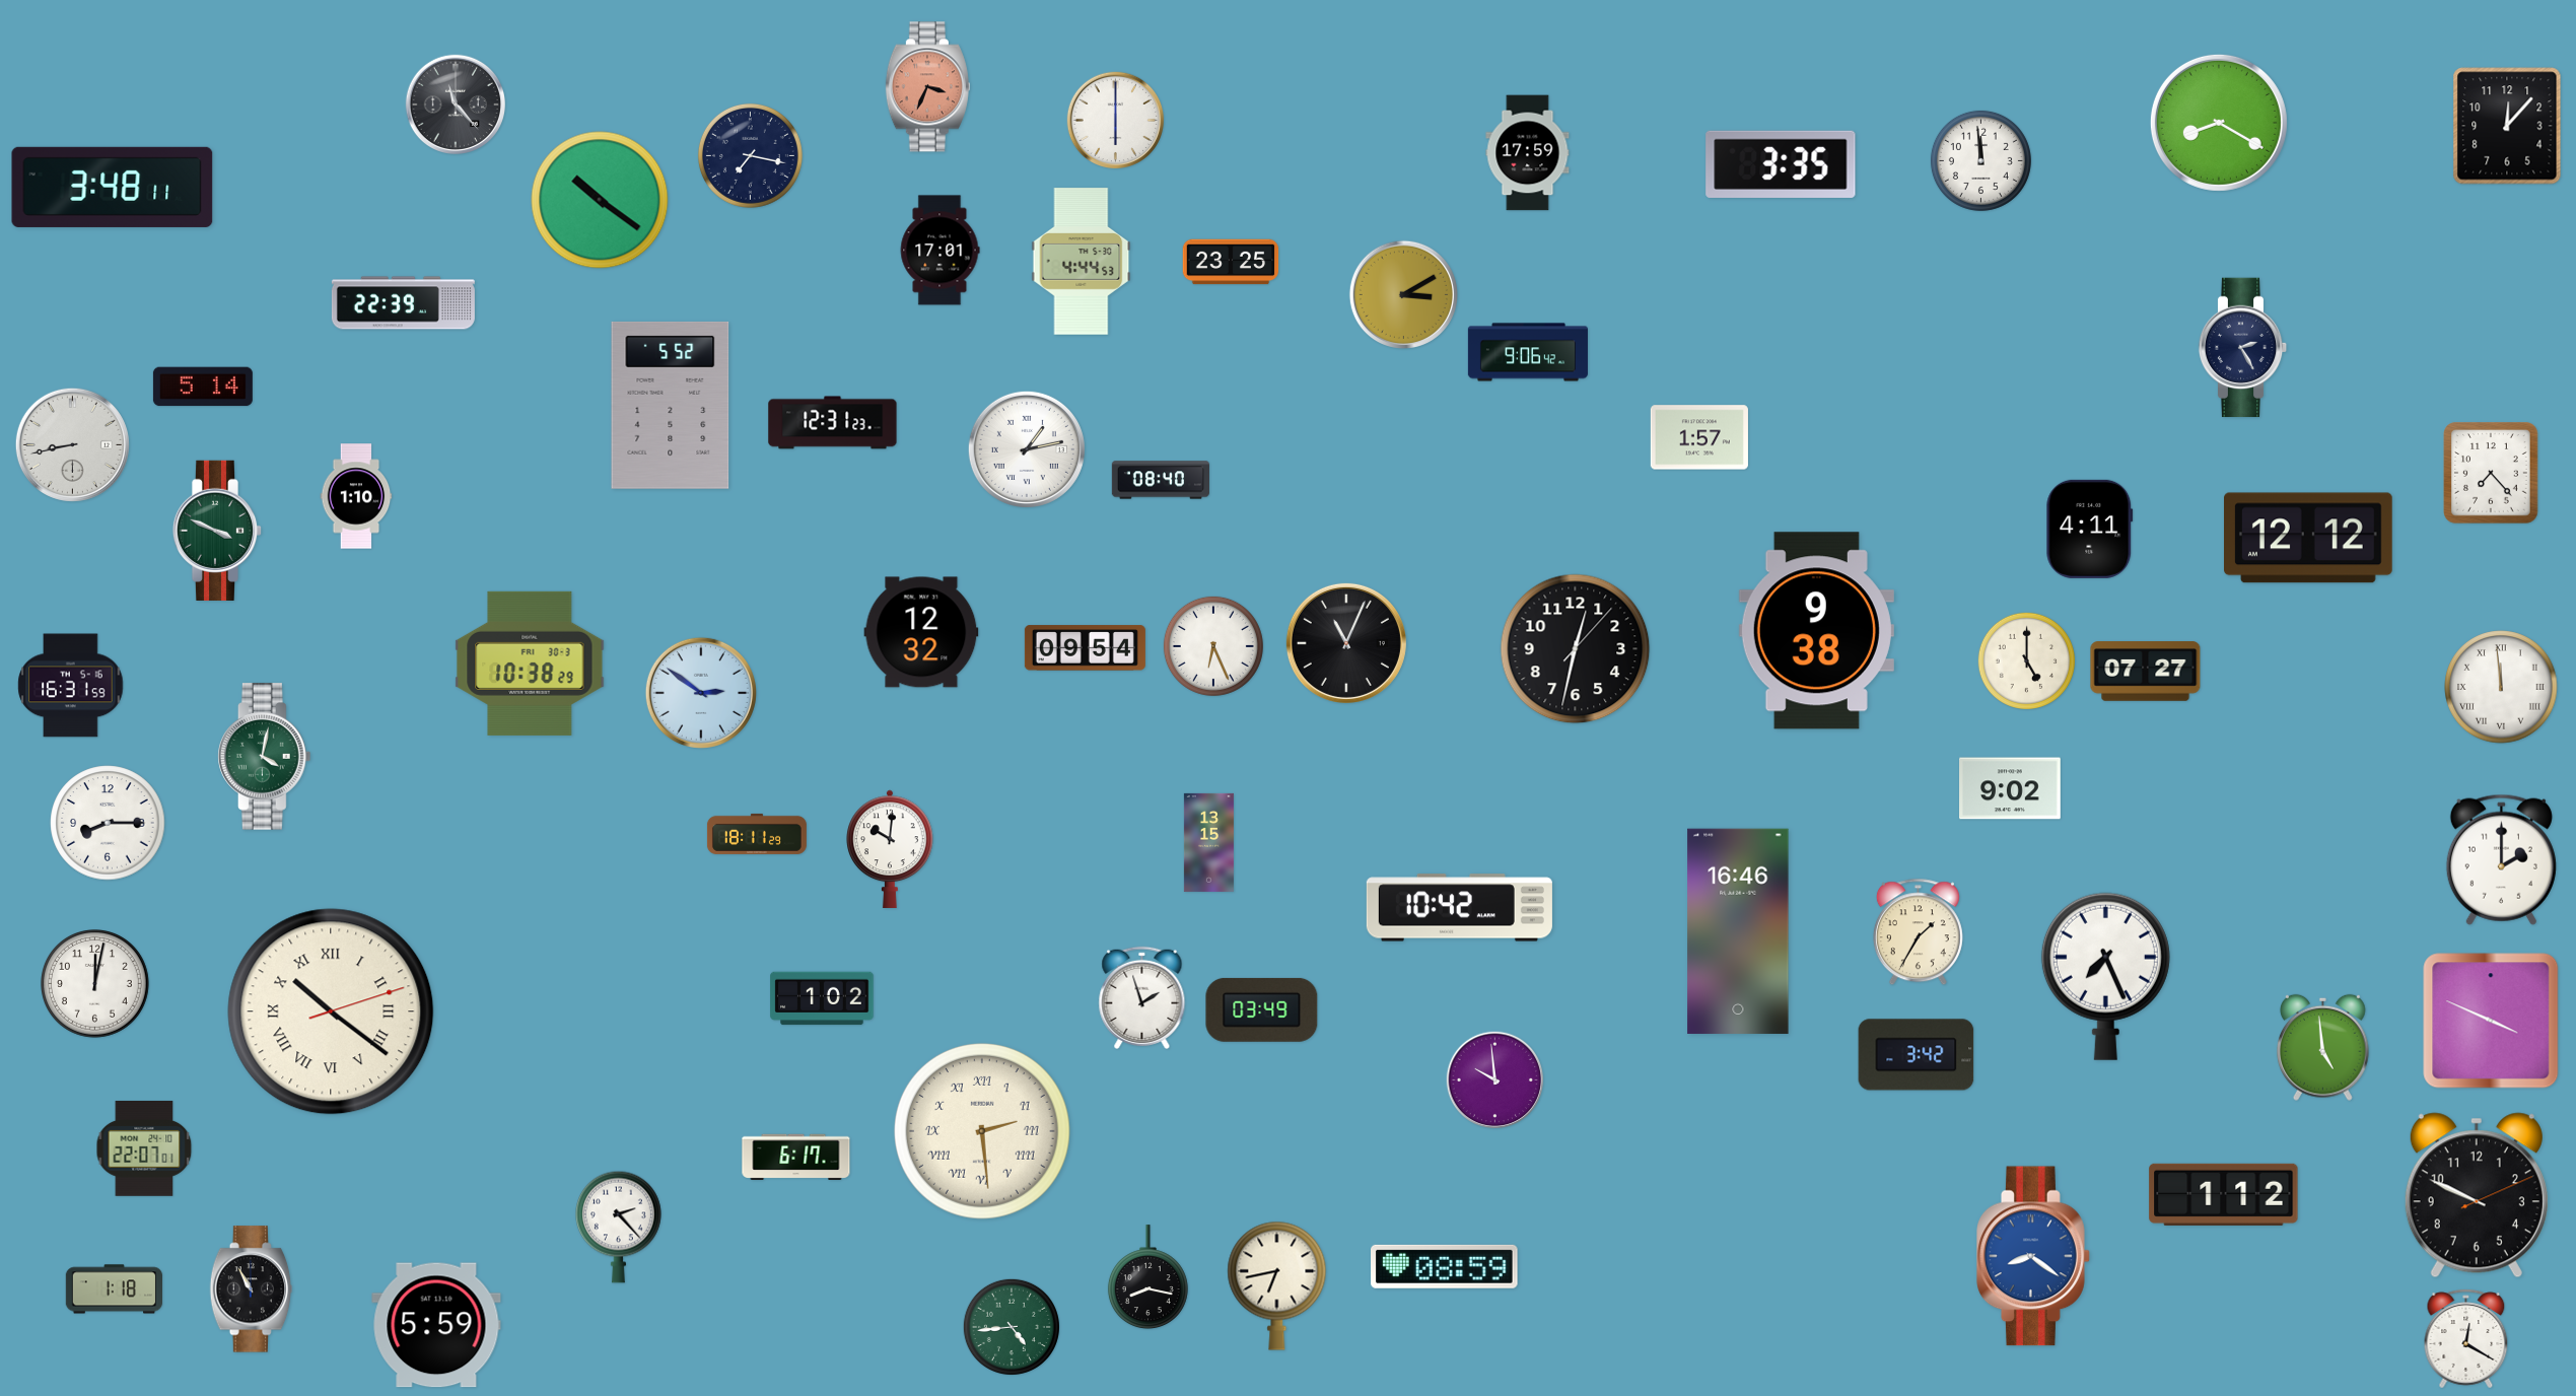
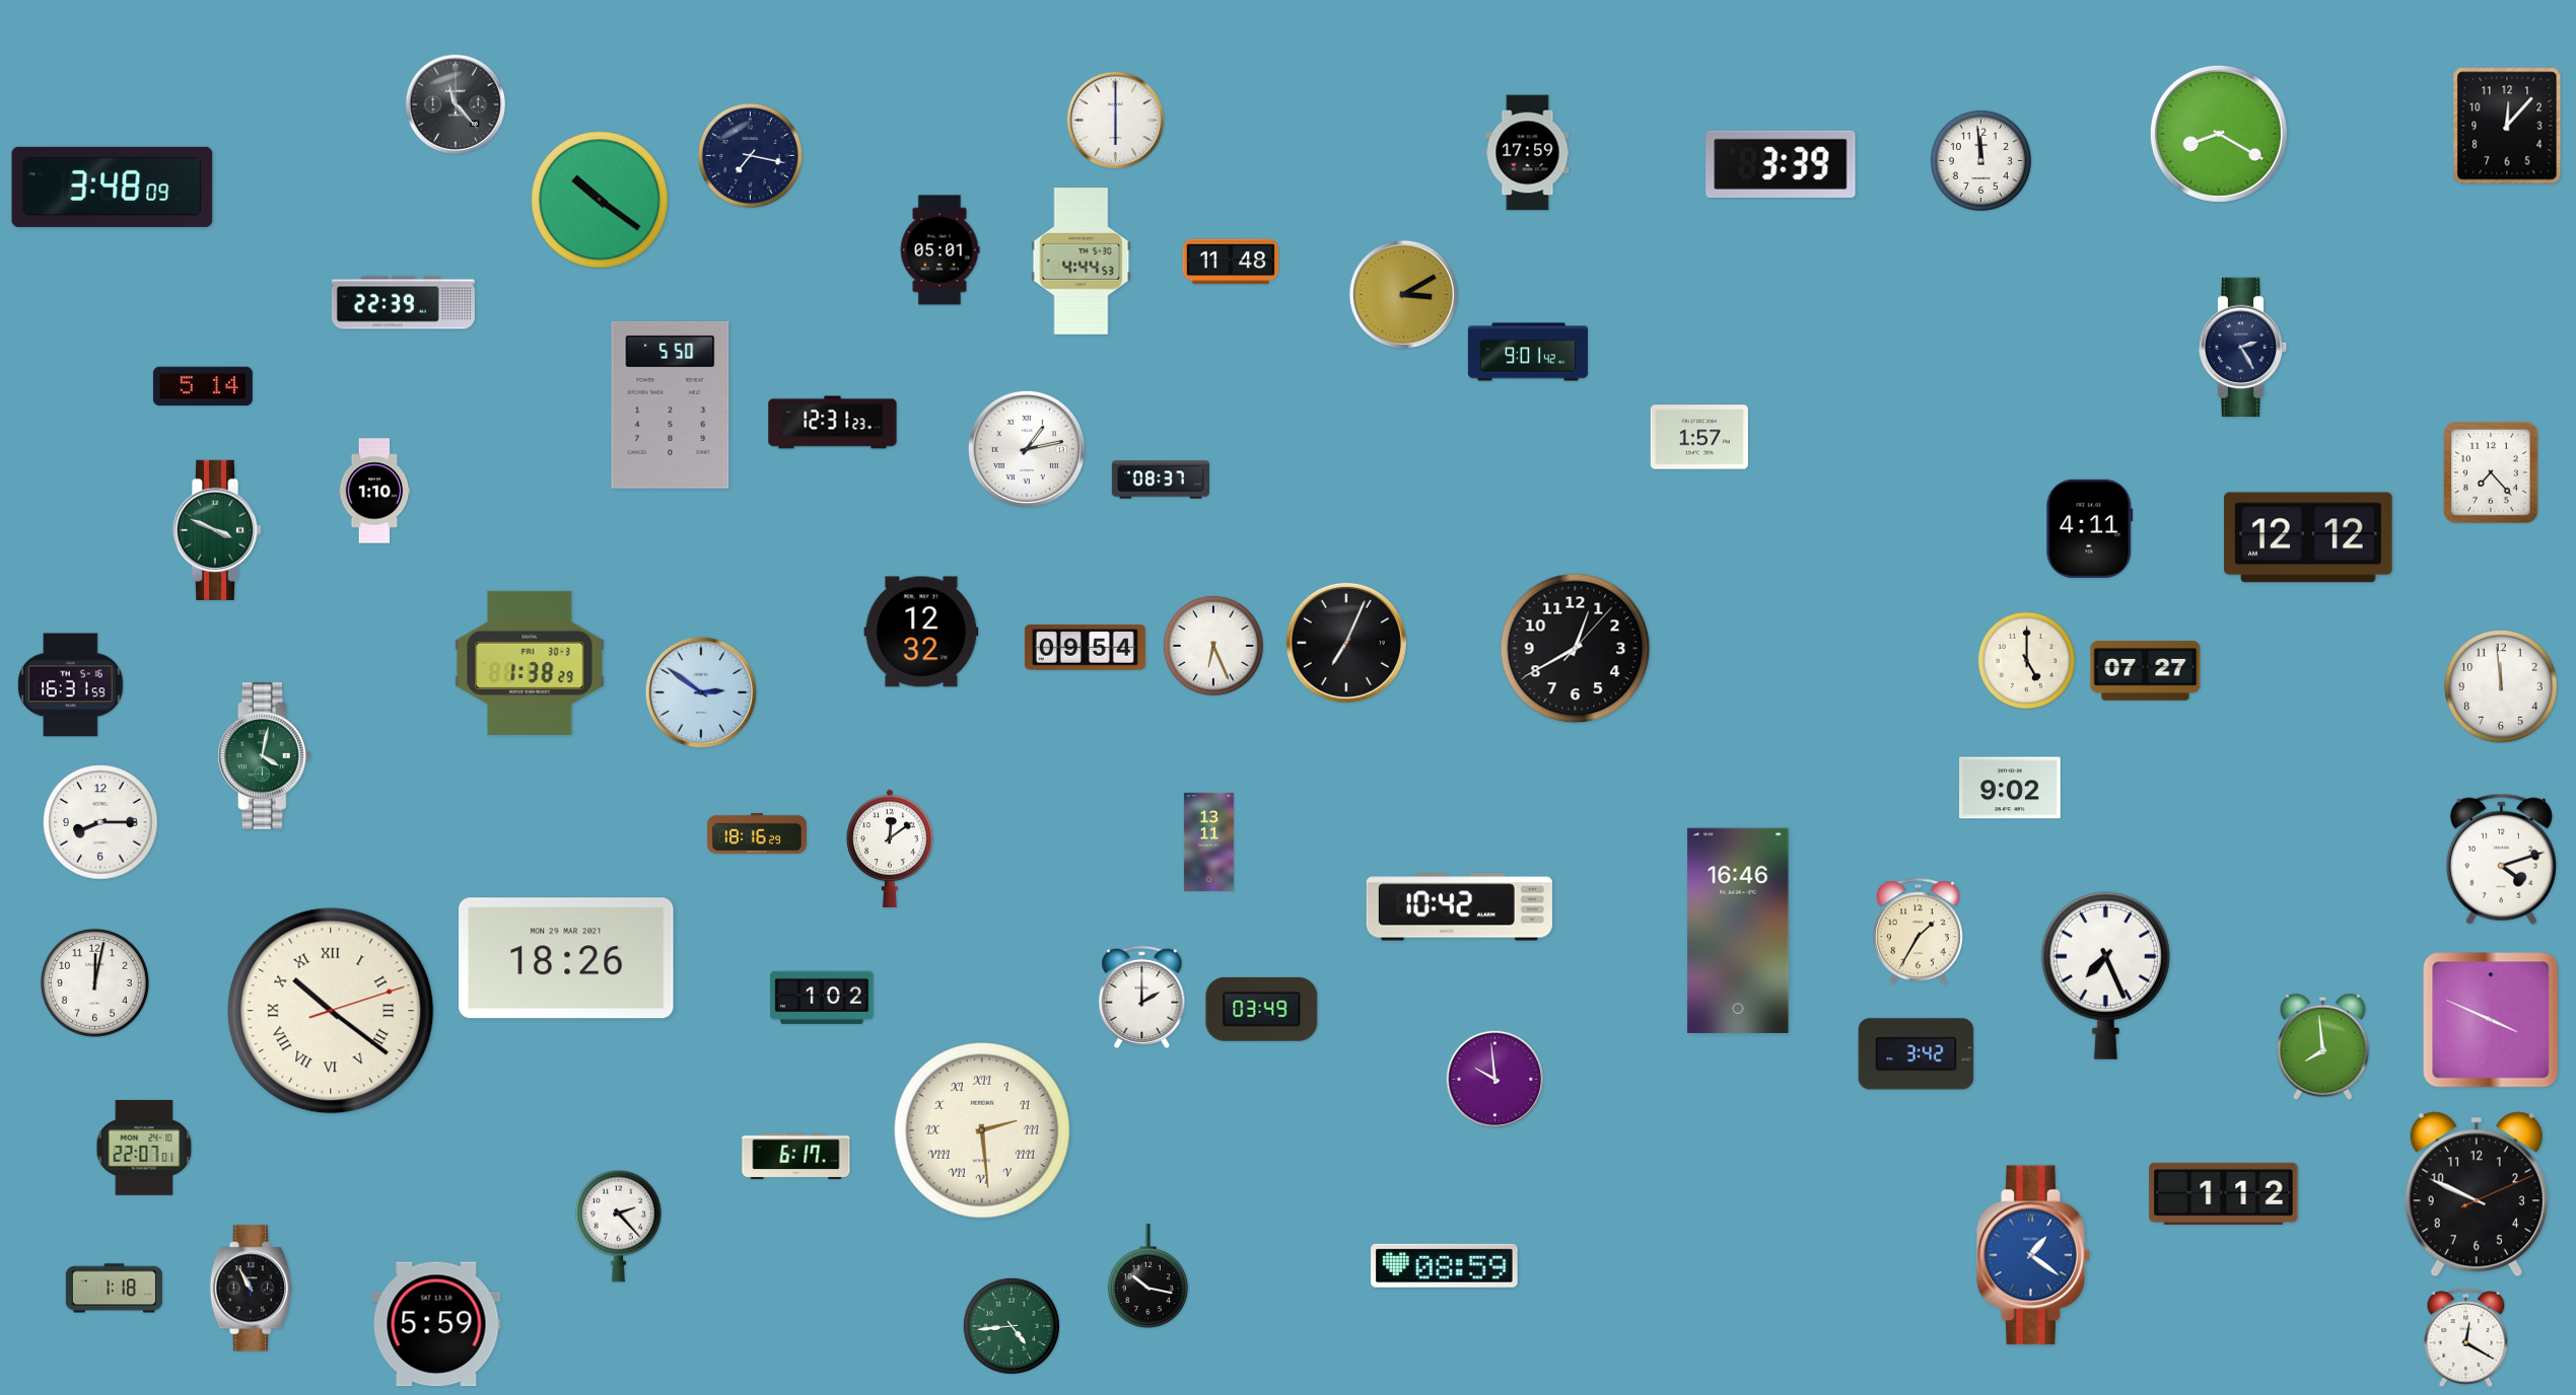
clock at (927, 87): 3:34 -> none
clock at (2219, 123) position: (2219, 123) -> (2219, 134)
clock at (1781, 164): 3:35 -> 3:39
clock at (113, 187): 3:48:11 -> 3:48:09
clock at (939, 251): 17:01 -> 05:01
clock at (1231, 262): 23:25 -> 11:48
clock at (1528, 352): 9:06 -> 9:01
clock at (671, 405): 5:52 -> 5:50
clock at (72, 444): 8:43 -> none
clock at (1161, 480): 08:40 -> 08:37
clock at (356, 496) position: (356, 496) -> (374, 491)
clock at (1816, 631): 9:38 -> none
clock at (1346, 643): 11:04 -> 7:04
clock at (1576, 649): 12:32 -> 12:40
clock at (530, 664): 10:38 -> 1:38
clock at (2501, 687) numerals: Roman -> Arabic
clock at (108, 823) position: (108, 823) -> (100, 822)
clock at (757, 834): 18:11 -> 18:16
clock at (1208, 842): 13:15 -> 13:11
clock at (890, 848): 10:01 -> 12:09
clock at (2501, 859): 2:00 -> 4:12
clock at (566, 958): none -> 18:26
clock at (1142, 997): 1:57 -> 2:00
clock at (2323, 1047): 4:59 -> 7:59
clock at (2033, 1256): 8:21 -> 1:21
clock at (1147, 1277): 8:17 -> 10:17
clock at (1277, 1285): 6:43 -> none
